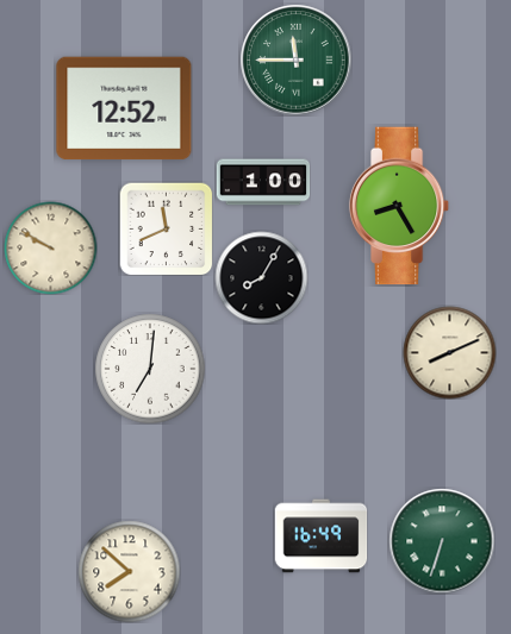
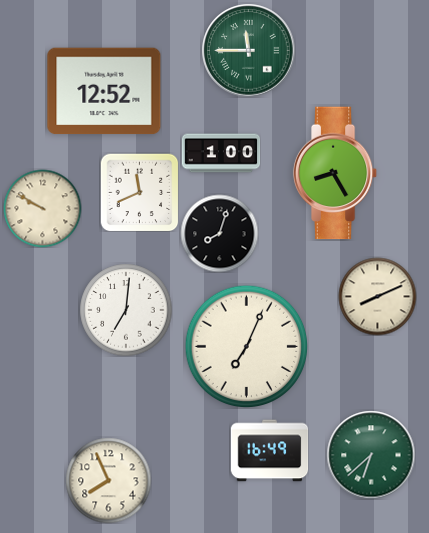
clock at (261, 277): 8:05 -> 8:03
clock at (246, 346): none -> 7:04
clock at (442, 541): 6:33 -> 6:38
clock at (129, 571): 7:52 -> 7:56
